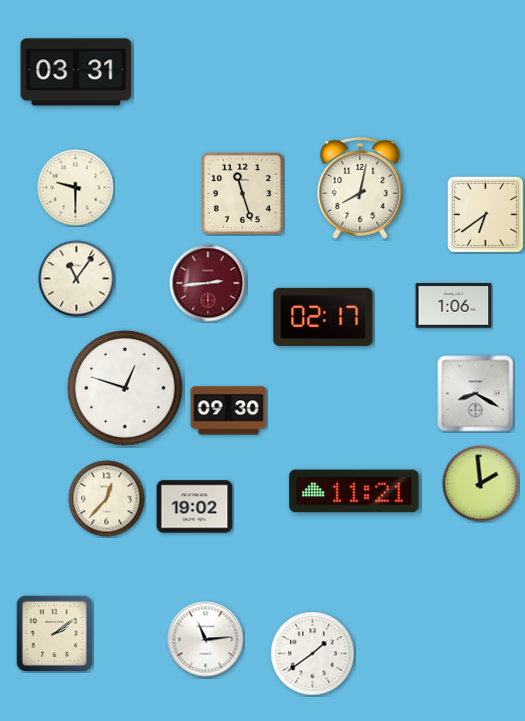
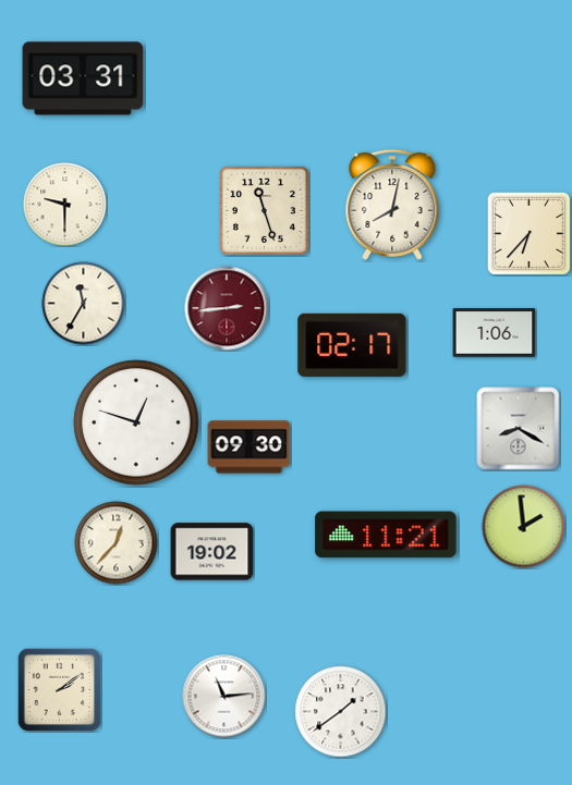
clock at (76, 188) position: (76, 188) -> (65, 205)
clock at (485, 214): 6:39 -> 6:37
clock at (77, 279): 11:06 -> 11:35
